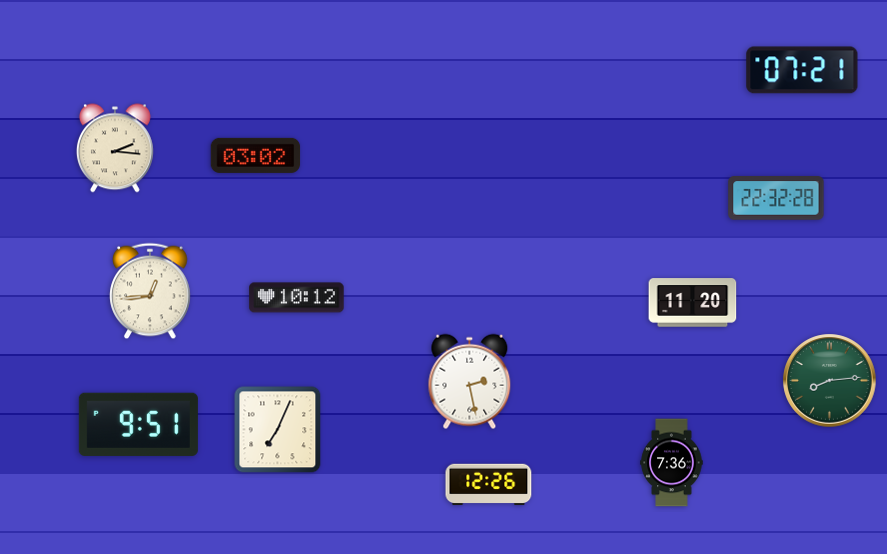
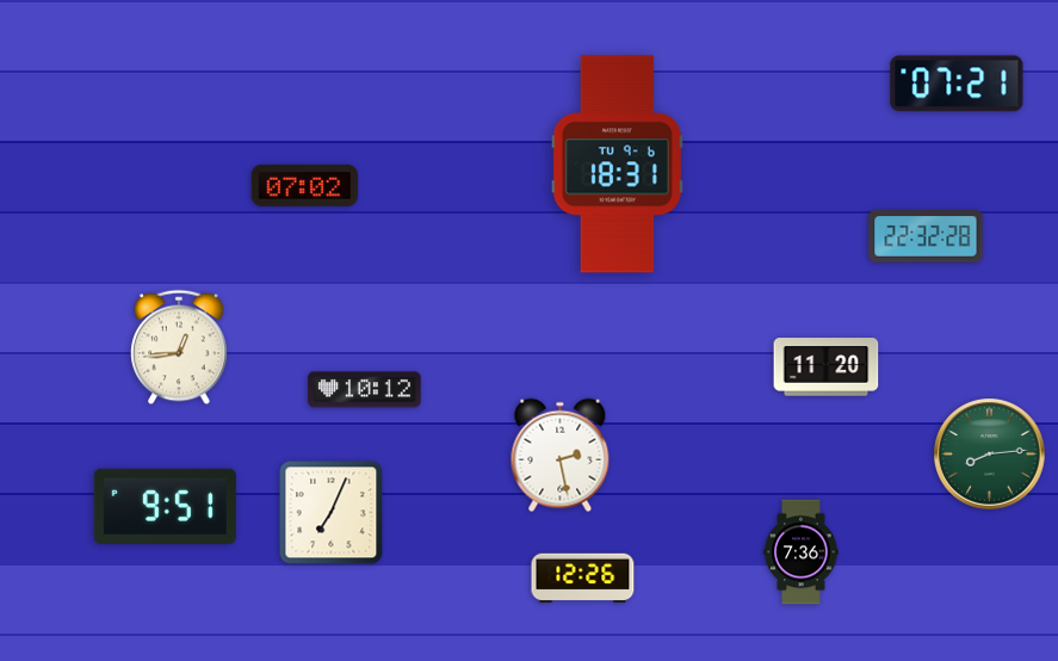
clock at (617, 165): none -> 18:31
clock at (115, 148): 2:16 -> none
clock at (256, 155): 03:02 -> 07:02
clock at (297, 298) position: (297, 298) -> (365, 390)
clock at (693, 303) position: (693, 303) -> (827, 367)
